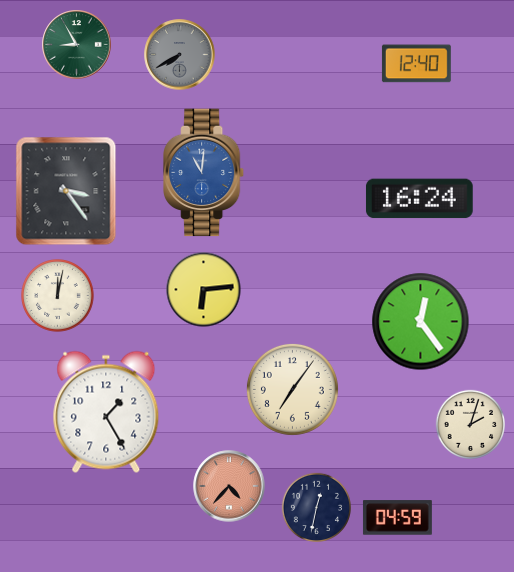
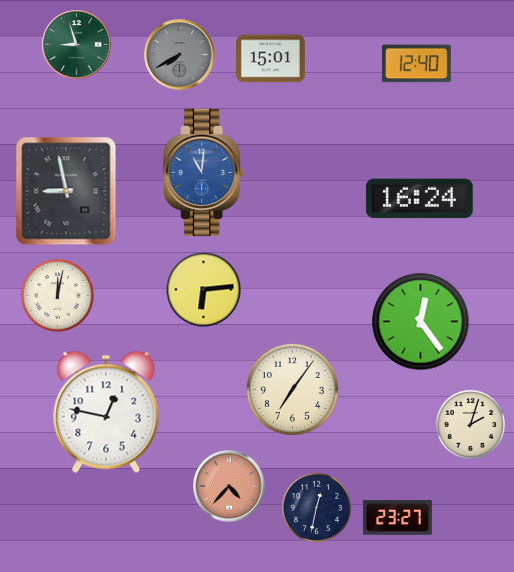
clock at (77, 45): 8:55 -> 8:57
clock at (271, 59): none -> 15:01
clock at (66, 191): 3:24 -> 8:58
clock at (106, 412): 1:25 -> 12:47
clock at (397, 518): 04:59 -> 23:27
